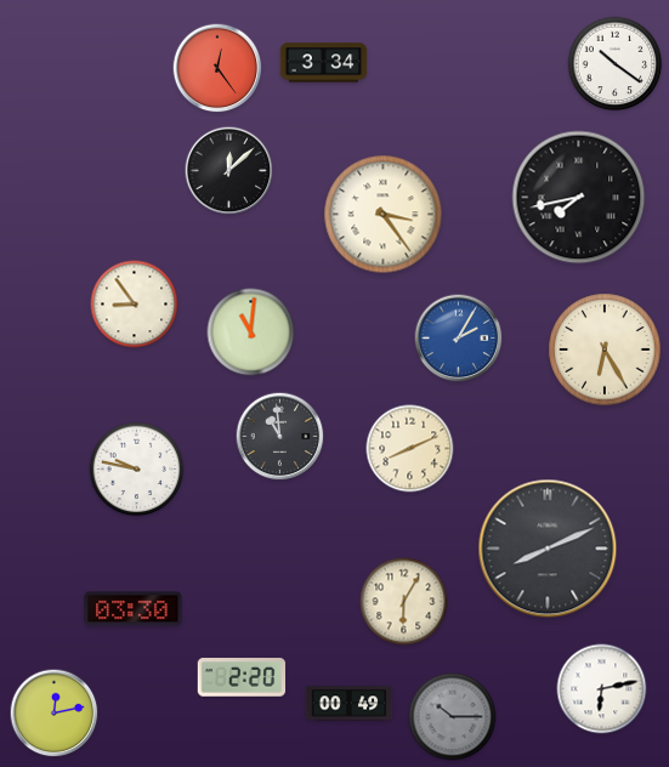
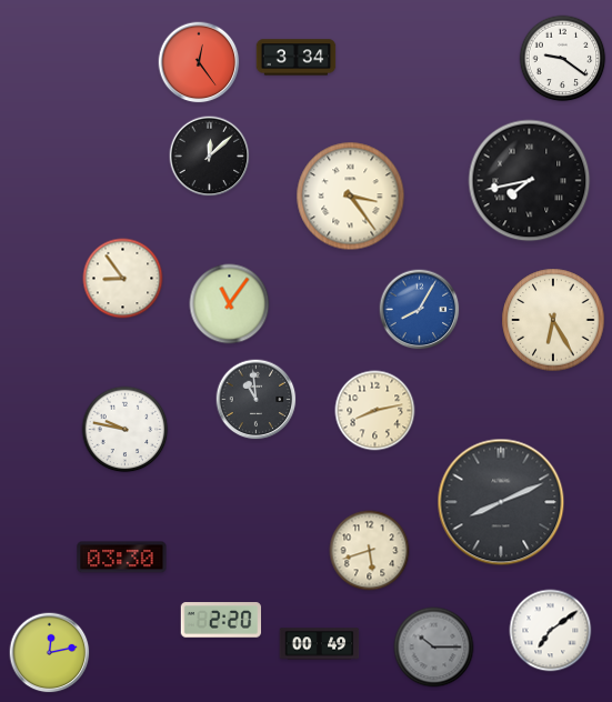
clock at (616, 64): 10:21 -> 9:21
clock at (251, 333): 11:01 -> 11:06
clock at (459, 339): 2:05 -> 8:05
clock at (410, 449): 8:11 -> 8:13
clock at (404, 602): 6:05 -> 5:42
clock at (602, 689): 6:13 -> 7:09
clock at (453, 717) position: (453, 717) -> (434, 648)
